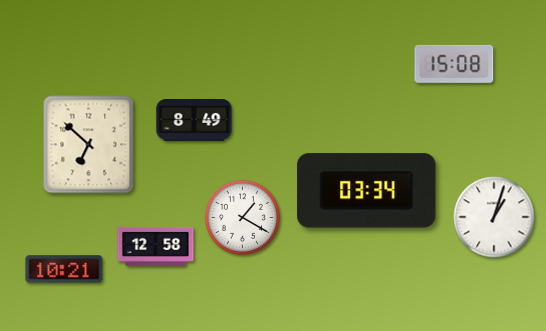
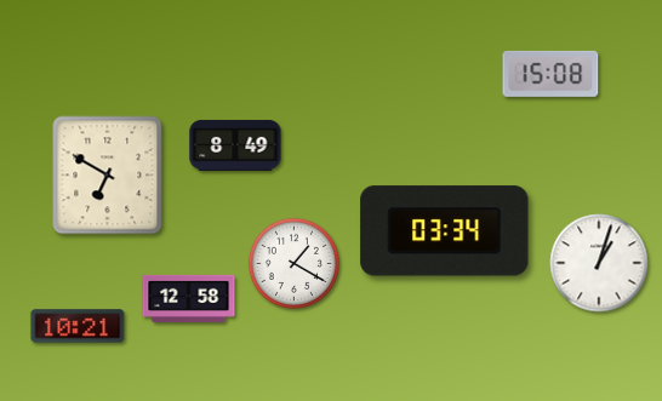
clock at (454, 64) position: (454, 64) -> (550, 74)
clock at (89, 145): 6:52 -> 6:50
